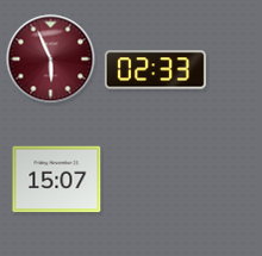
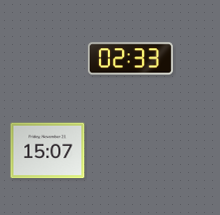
clock at (51, 60): 5:56 -> none
